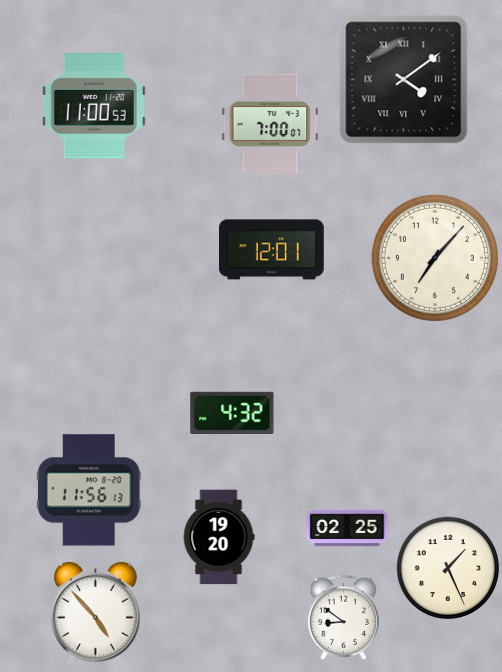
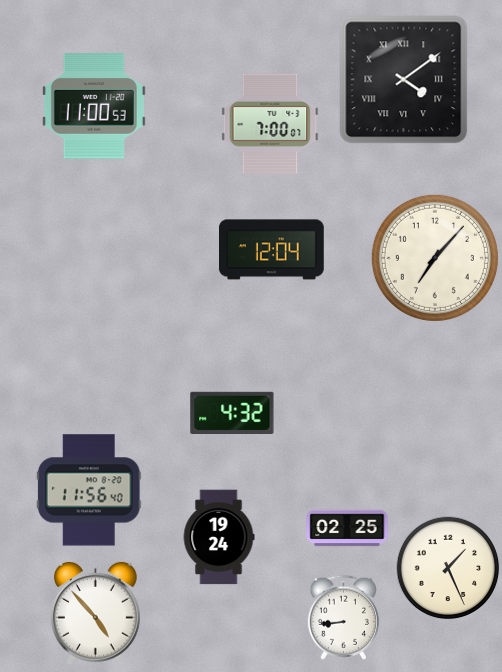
clock at (272, 250): 12:01 -> 12:04
clock at (89, 490): 11:56:13 -> 11:56:40
clock at (219, 537): 19:20 -> 19:24
clock at (343, 617): 8:51 -> 8:44
